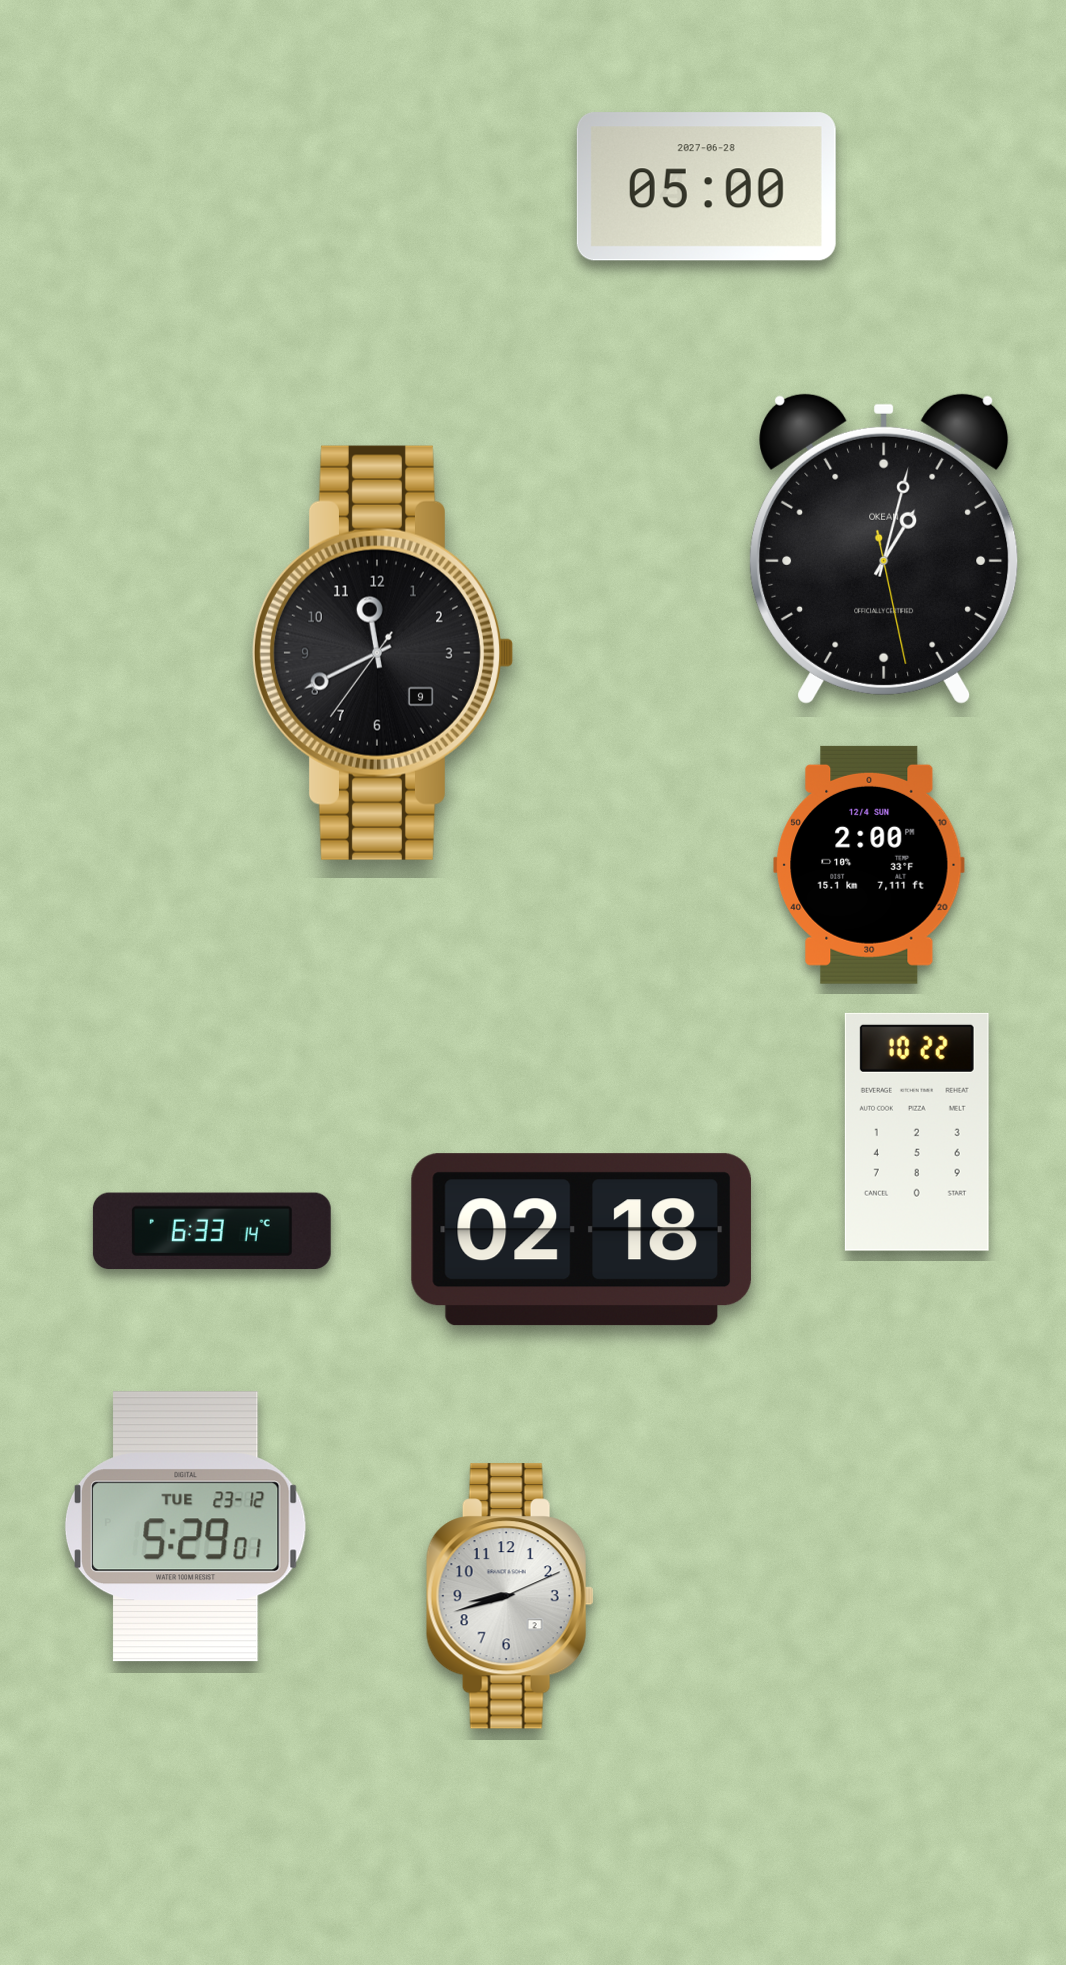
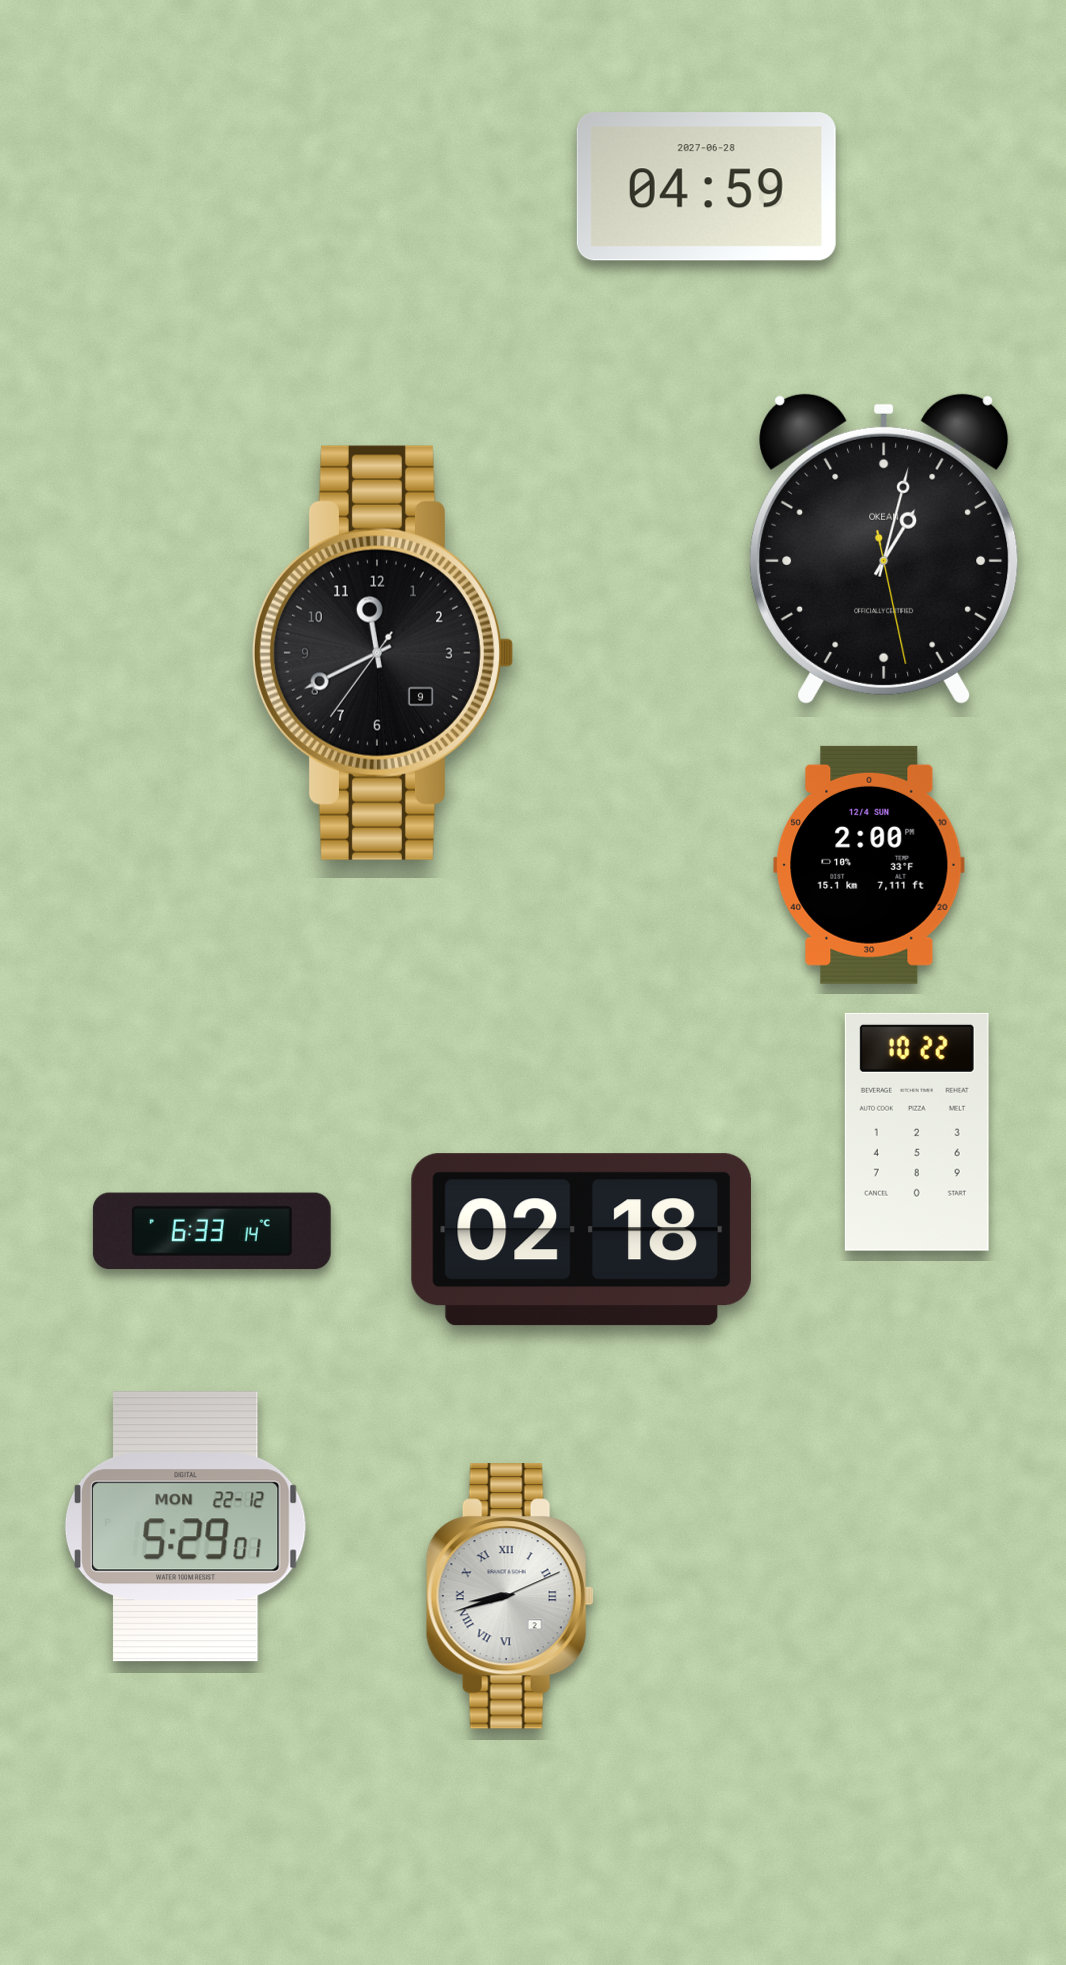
clock at (706, 187): 05:00 -> 04:59
clock at (185, 1527) date: TUE 23-12 -> MON 22-12
clock at (510, 1596) numerals: Arabic -> Roman
